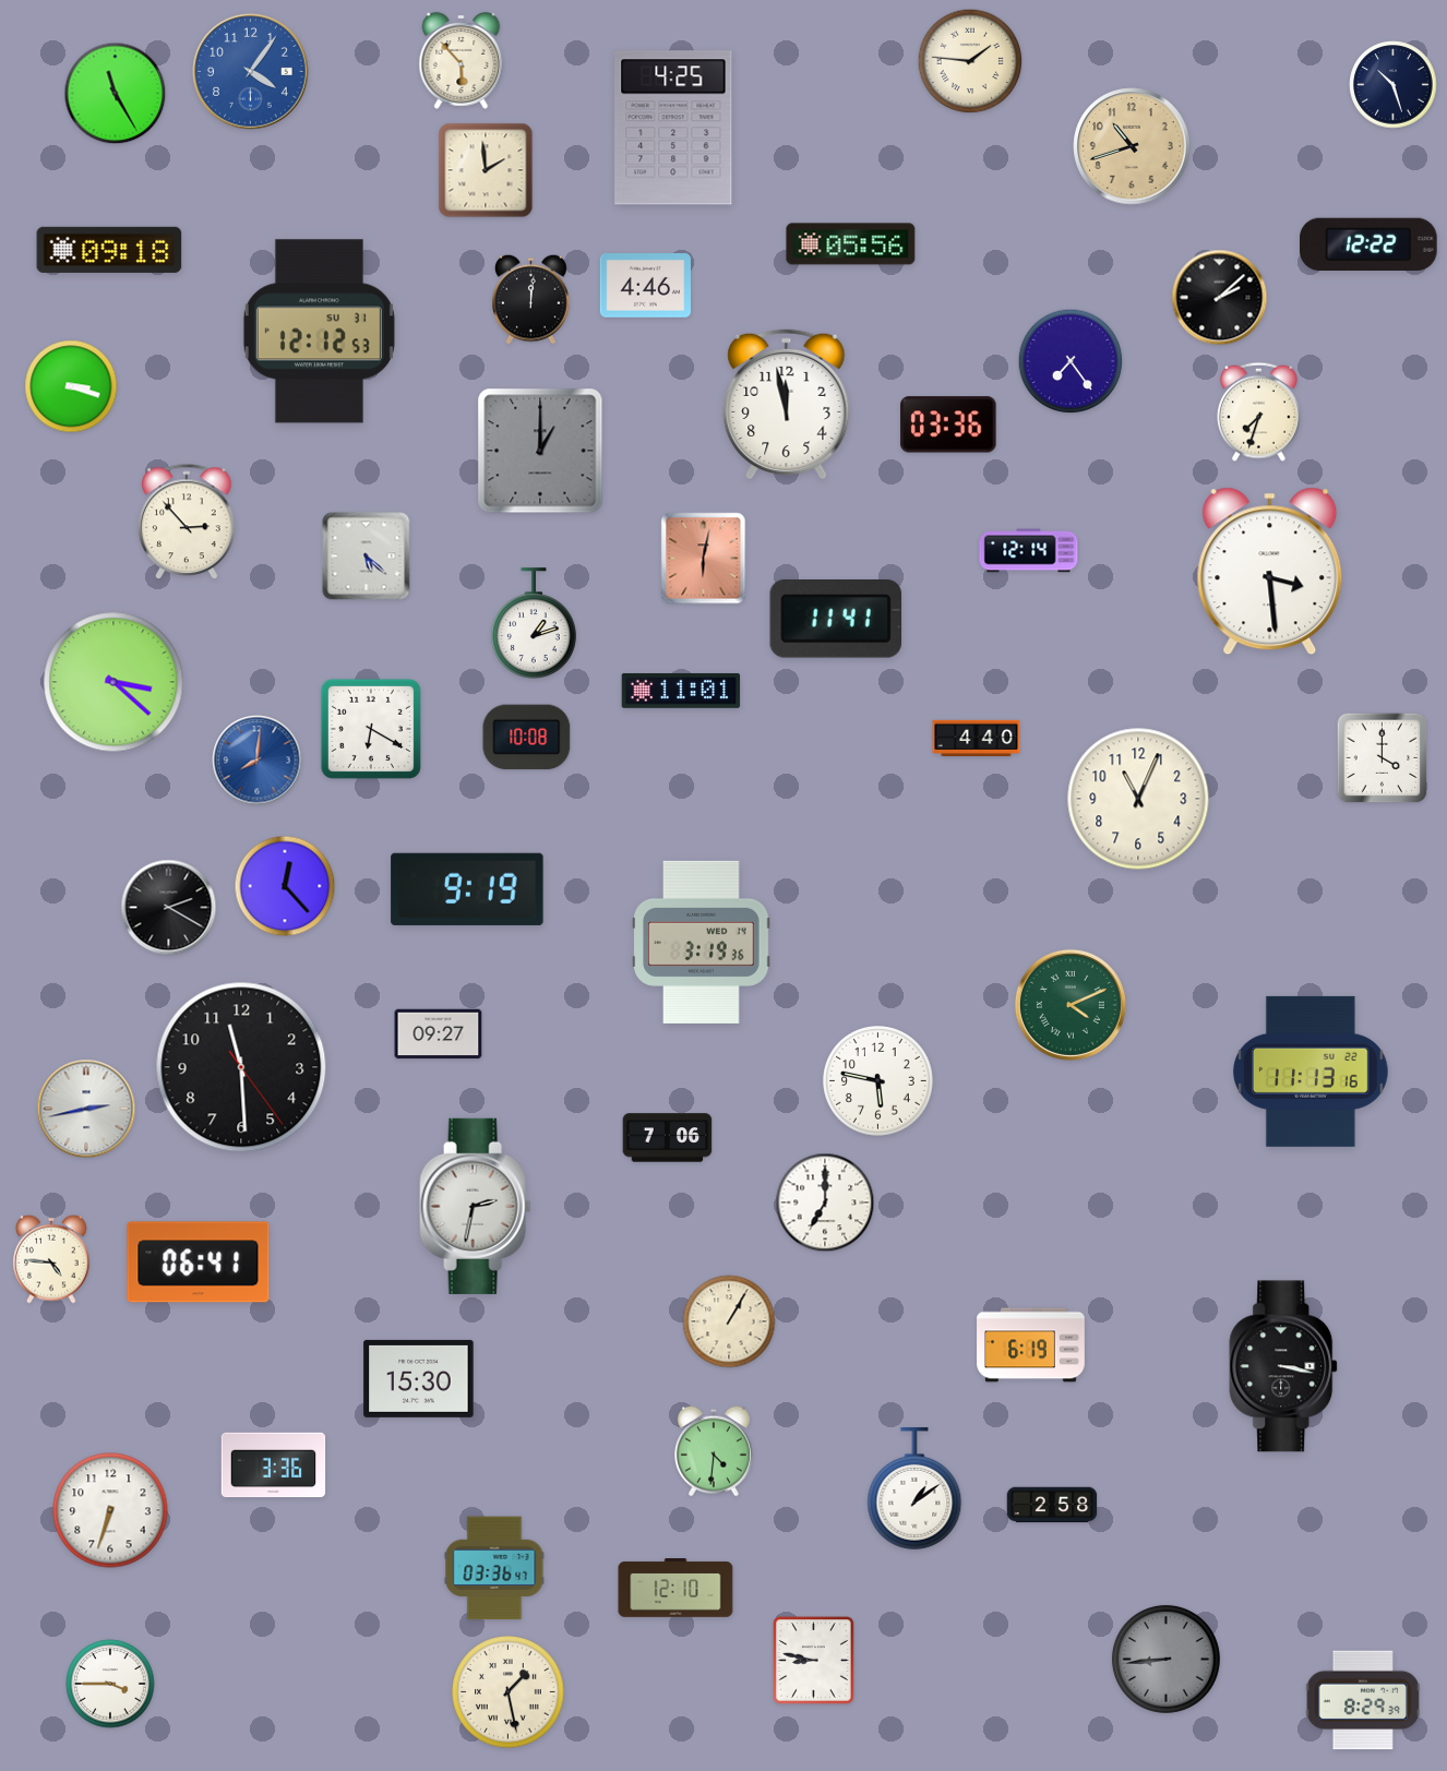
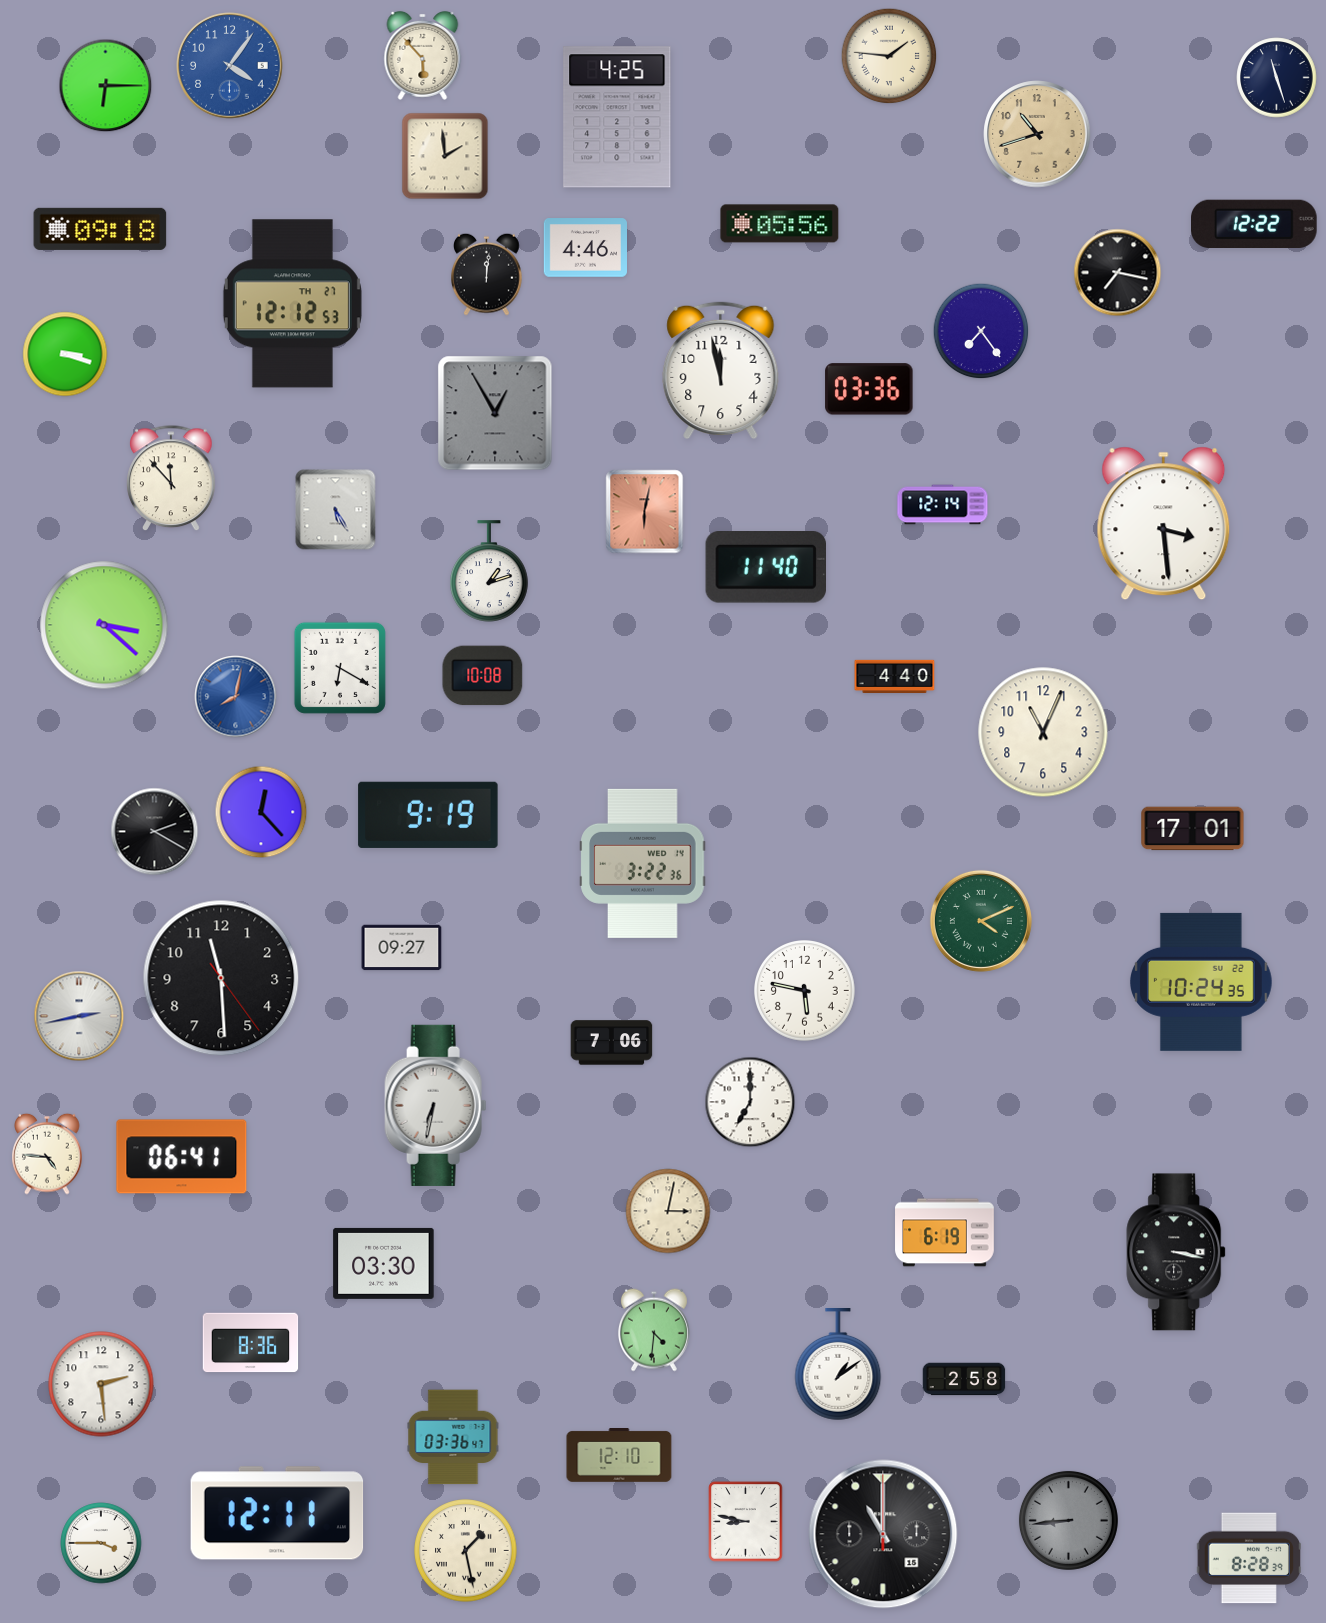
clock at (1394, 85): 10:27 -> 11:27
clock at (116, 94): 11:25 -> 6:15
clock at (645, 286) position: (645, 286) -> (585, 248)
clock at (1220, 298): 2:08 -> 7:17
clock at (319, 332) date: SU 31 -> TH 27
clock at (1258, 411): 7:33 -> none
clock at (540, 451): 1:00 -> 12:55
clock at (187, 523): 2:53 -> 11:53
clock at (367, 557): 5:22 -> 5:25
clock at (835, 620): 11:41 -> 11:40
clock at (681, 691): 11:01 -> none
clock at (1383, 758): 4:00 -> none
clock at (258, 761): 8:01 -> 8:02
clock at (1193, 829): none -> 17:01
clock at (702, 942): 3:19 -> 3:22
clock at (1311, 1072): 11:13 -> 10:24
clock at (825, 1202) position: (825, 1202) -> (750, 1102)
clock at (476, 1206): 2:32 -> 6:32
clock at (729, 1321): 1:05 -> 3:02
clock at (419, 1378): 15:30 -> 03:30
clock at (274, 1465): 3:36 -> 8:36
clock at (110, 1510): 6:33 -> 2:29
clock at (277, 1513): none -> 12:11
clock at (883, 1534): none -> 11:00
clock at (1362, 1700): 8:29 -> 8:28
